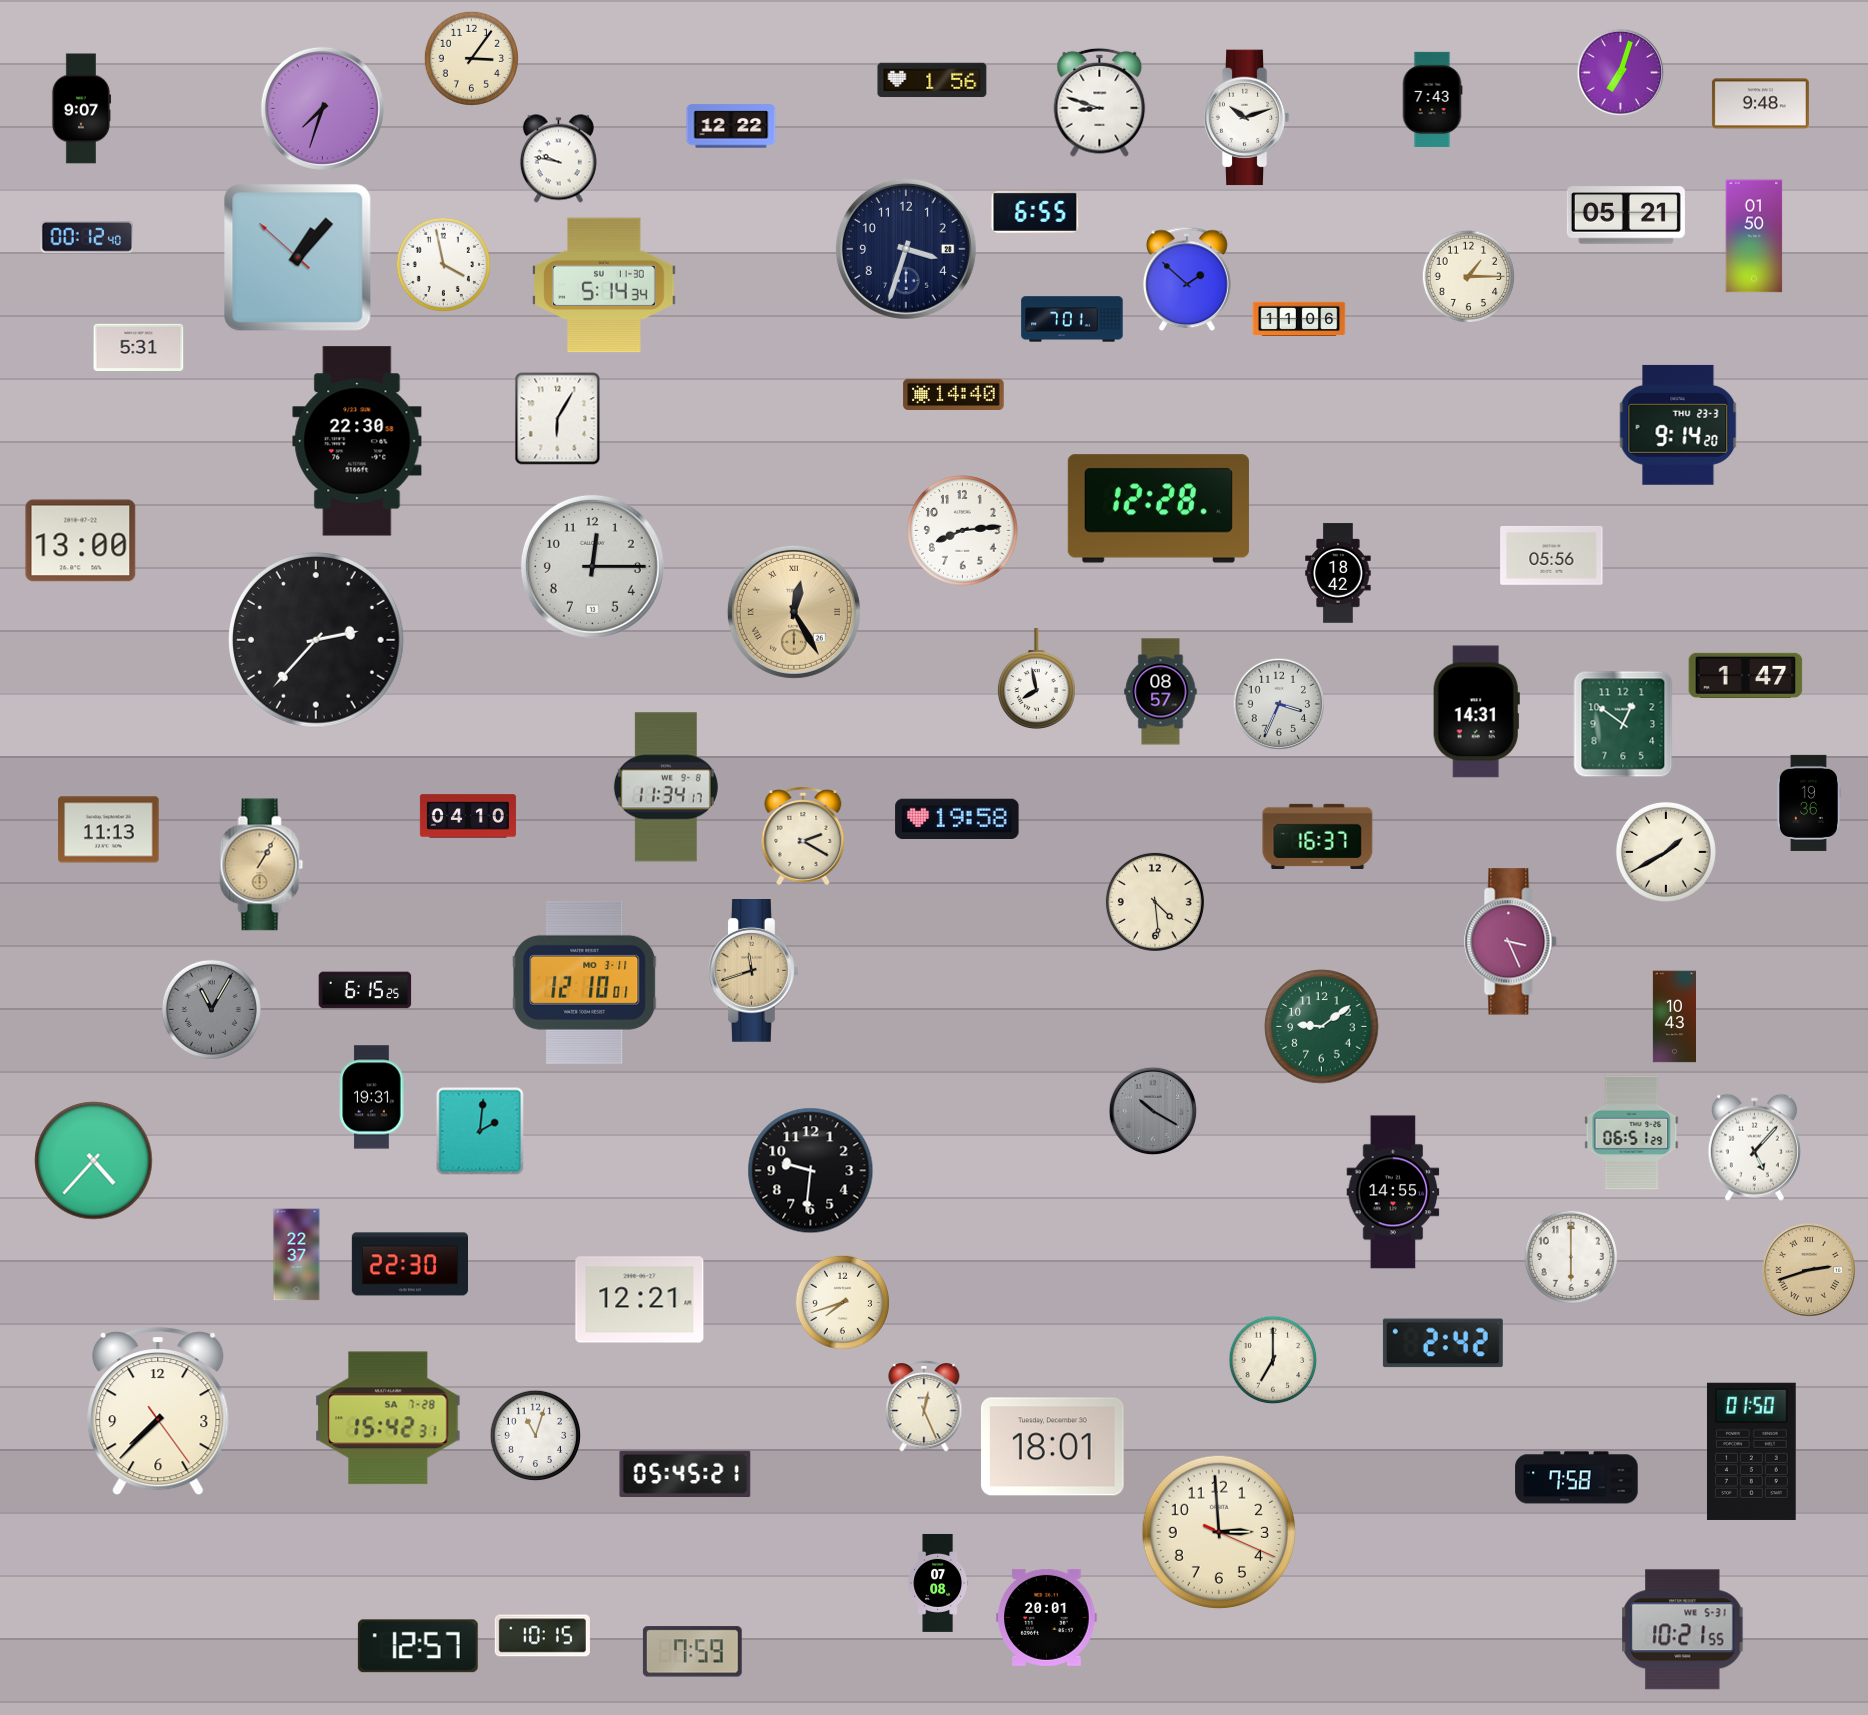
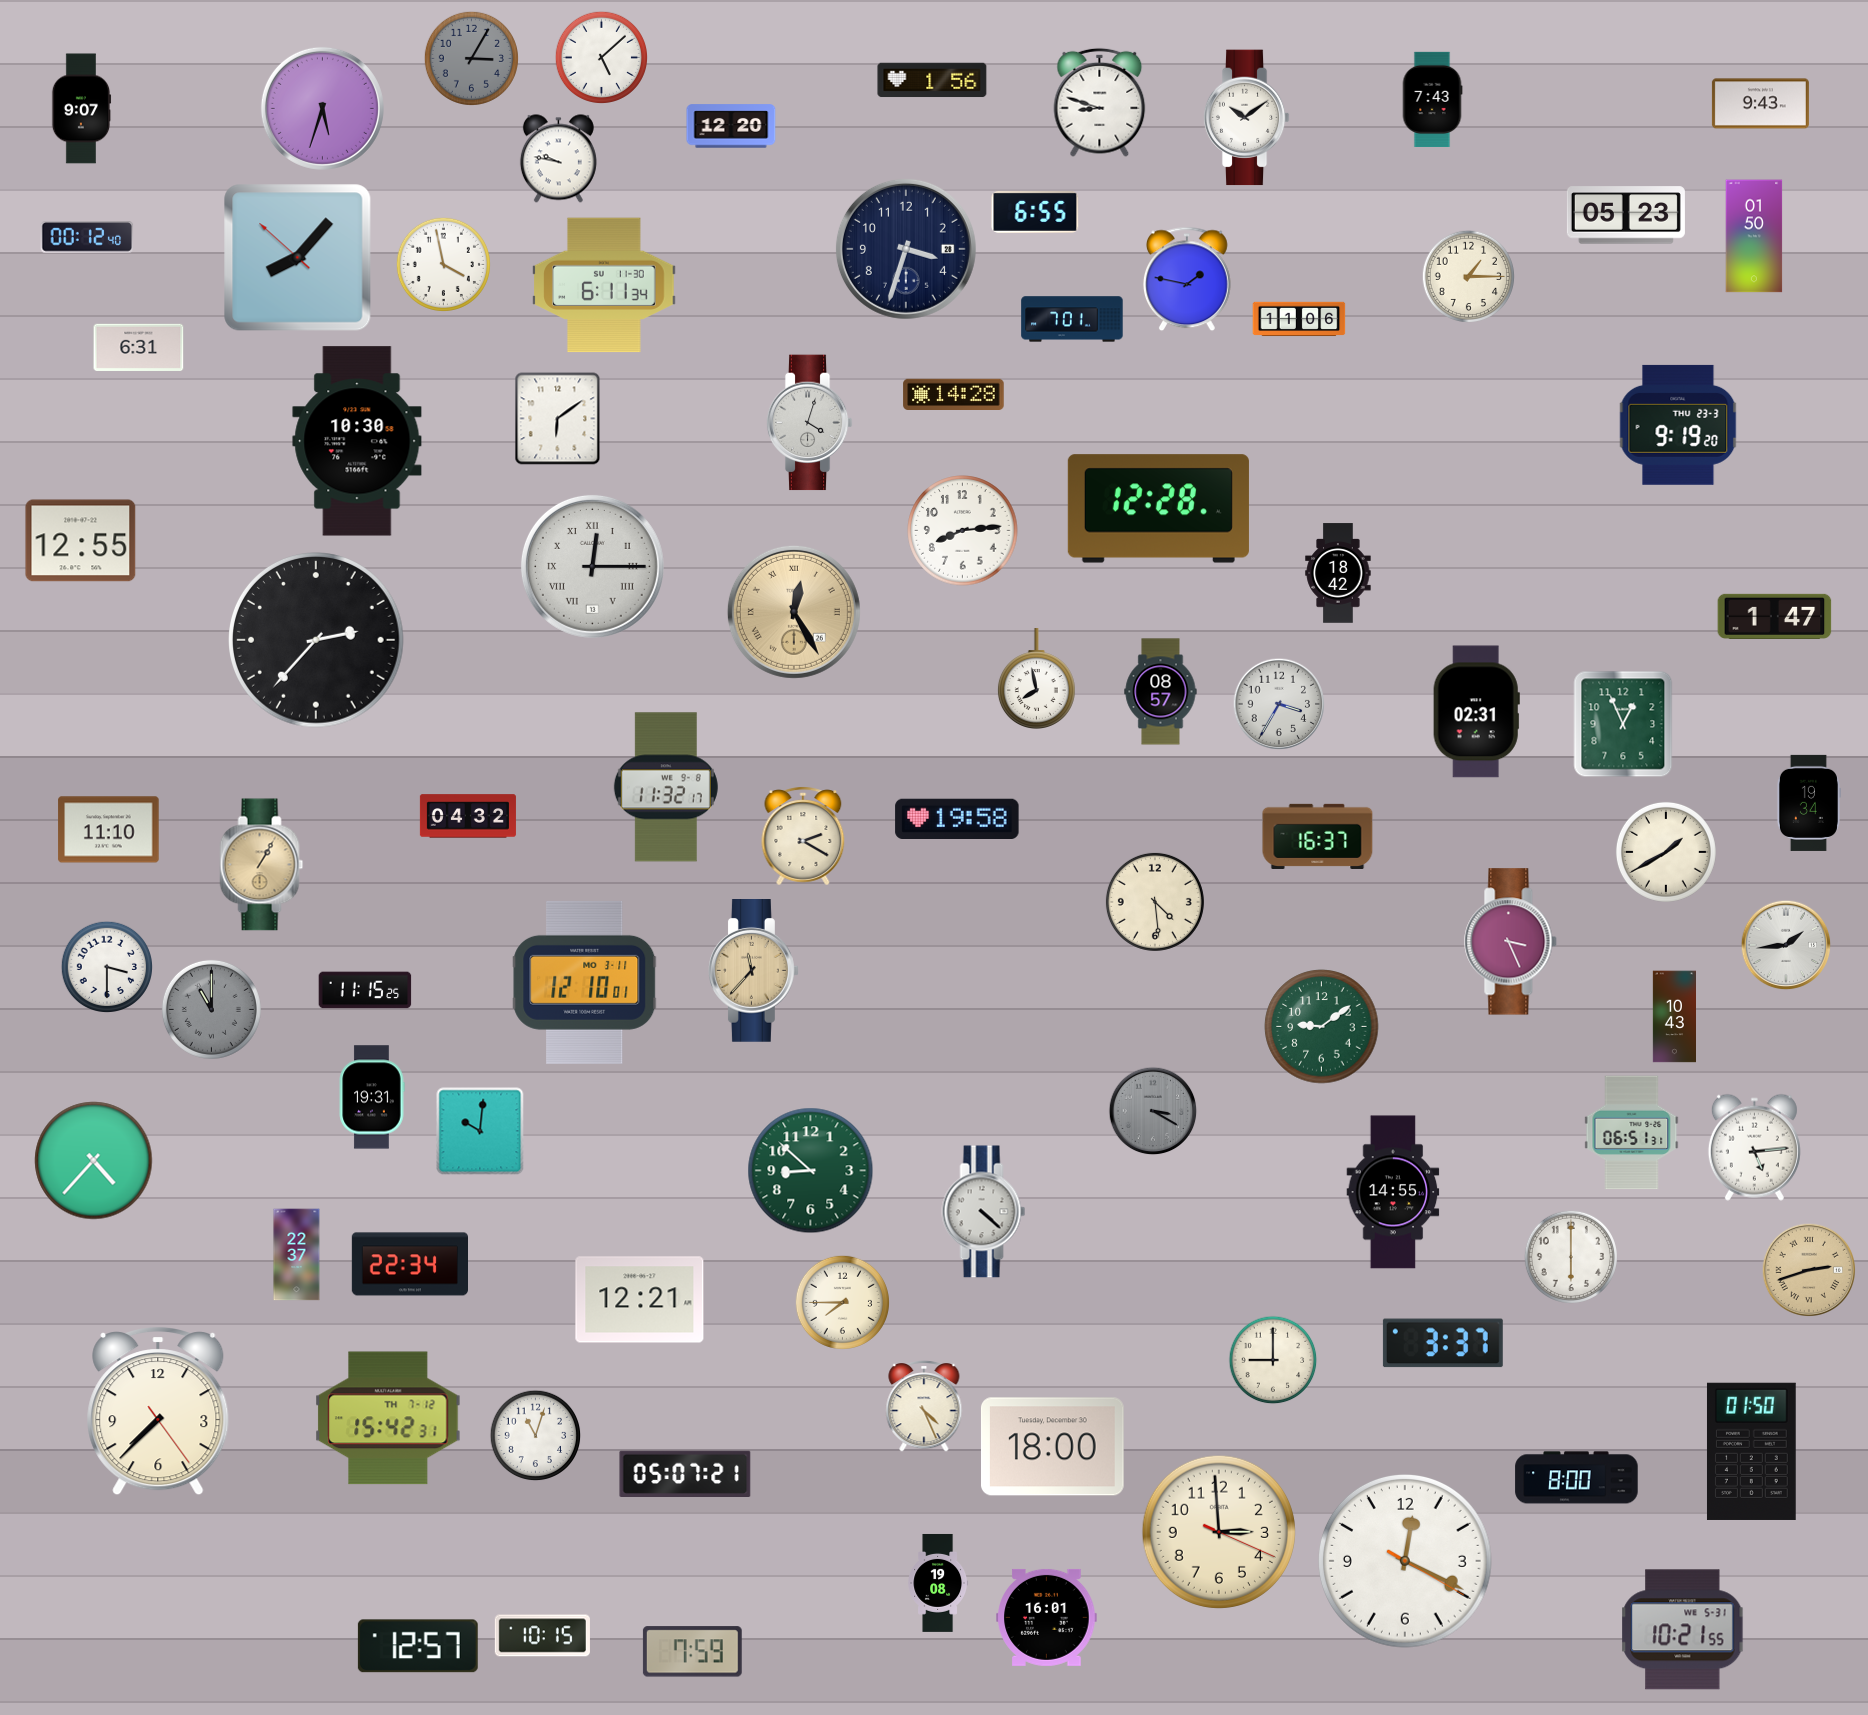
clock at (601, 57): none -> 5:08
clock at (471, 58): 3:06 -> 3:05
clock at (471, 58) dial: cream -> grey
clock at (1621, 73): 7:03 -> none
clock at (1760, 104): 9:48 -> 9:43
clock at (322, 108): 7:33 -> 5:33
clock at (1246, 118): 10:12 -> 10:09
clock at (731, 126): 12:22 -> 12:20
clock at (1626, 215): 05:21 -> 05:23
clock at (298, 258): 1:06 -> 8:06
clock at (1187, 279): 1:52 -> 1:47
clock at (604, 285): 5:14 -> 6:11
clock at (139, 347): 5:31 -> 6:31
clock at (954, 395): 14:40 -> 14:28
clock at (558, 419): 6:05 -> 6:09
clock at (809, 423): none -> 4:03
clock at (1678, 425): 9:14 -> 9:19
clock at (357, 441): 22:30 -> 10:30
clock at (81, 541): 13:00 -> 12:55
clock at (1552, 555): 05:56 -> none
clock at (592, 566) numerals: Arabic -> Roman
clock at (1746, 675) position: (1746, 675) -> (1775, 616)
clock at (1279, 704): 3:34 -> 3:35
clock at (1476, 712): 14:31 -> 02:31
clock at (1623, 724): 12:51 -> 12:56
clock at (666, 787): 11:34 -> 11:32
clock at (1808, 803): 19:36 -> 19:34
clock at (468, 816): 04:10 -> 04:32
clock at (109, 830): 11:13 -> 11:10
clock at (1786, 945): none -> 1:44
clock at (106, 966): none -> 3:30
clock at (754, 971): 11:42 -> 11:37
clock at (365, 990): 6:15 -> 11:15
clock at (211, 1009): 11:05 -> 11:00
clock at (1153, 1111): 10:20 -> 3:20
clock at (480, 1131): 2:01 -> 10:01
clock at (1632, 1133): 06:51:29 -> 06:51:31
clock at (1754, 1147): 5:07 -> 5:14
clock at (811, 1171): 9:31 -> 8:52
clock at (811, 1171) dial: black -> green
clock at (984, 1212): none -> 4:22
clock at (409, 1264): 22:30 -> 22:34
clock at (842, 1302): 7:42 -> 7:45
clock at (1443, 1343): 2:42 -> 3:37
clock at (1273, 1360): 7:00 -> 9:00
clock at (924, 1407): 12:26 -> 4:26
clock at (388, 1418) date: SA 7-28 -> TH 7-12
clock at (1052, 1447): 18:01 -> 18:00
clock at (685, 1473): 05:45 -> 05:07
clock at (1577, 1478): 7:58 -> 8:00
clock at (1405, 1561): none -> 12:19
clock at (938, 1583): 07:08 -> 19:08
clock at (1047, 1617): 20:01 -> 16:01
